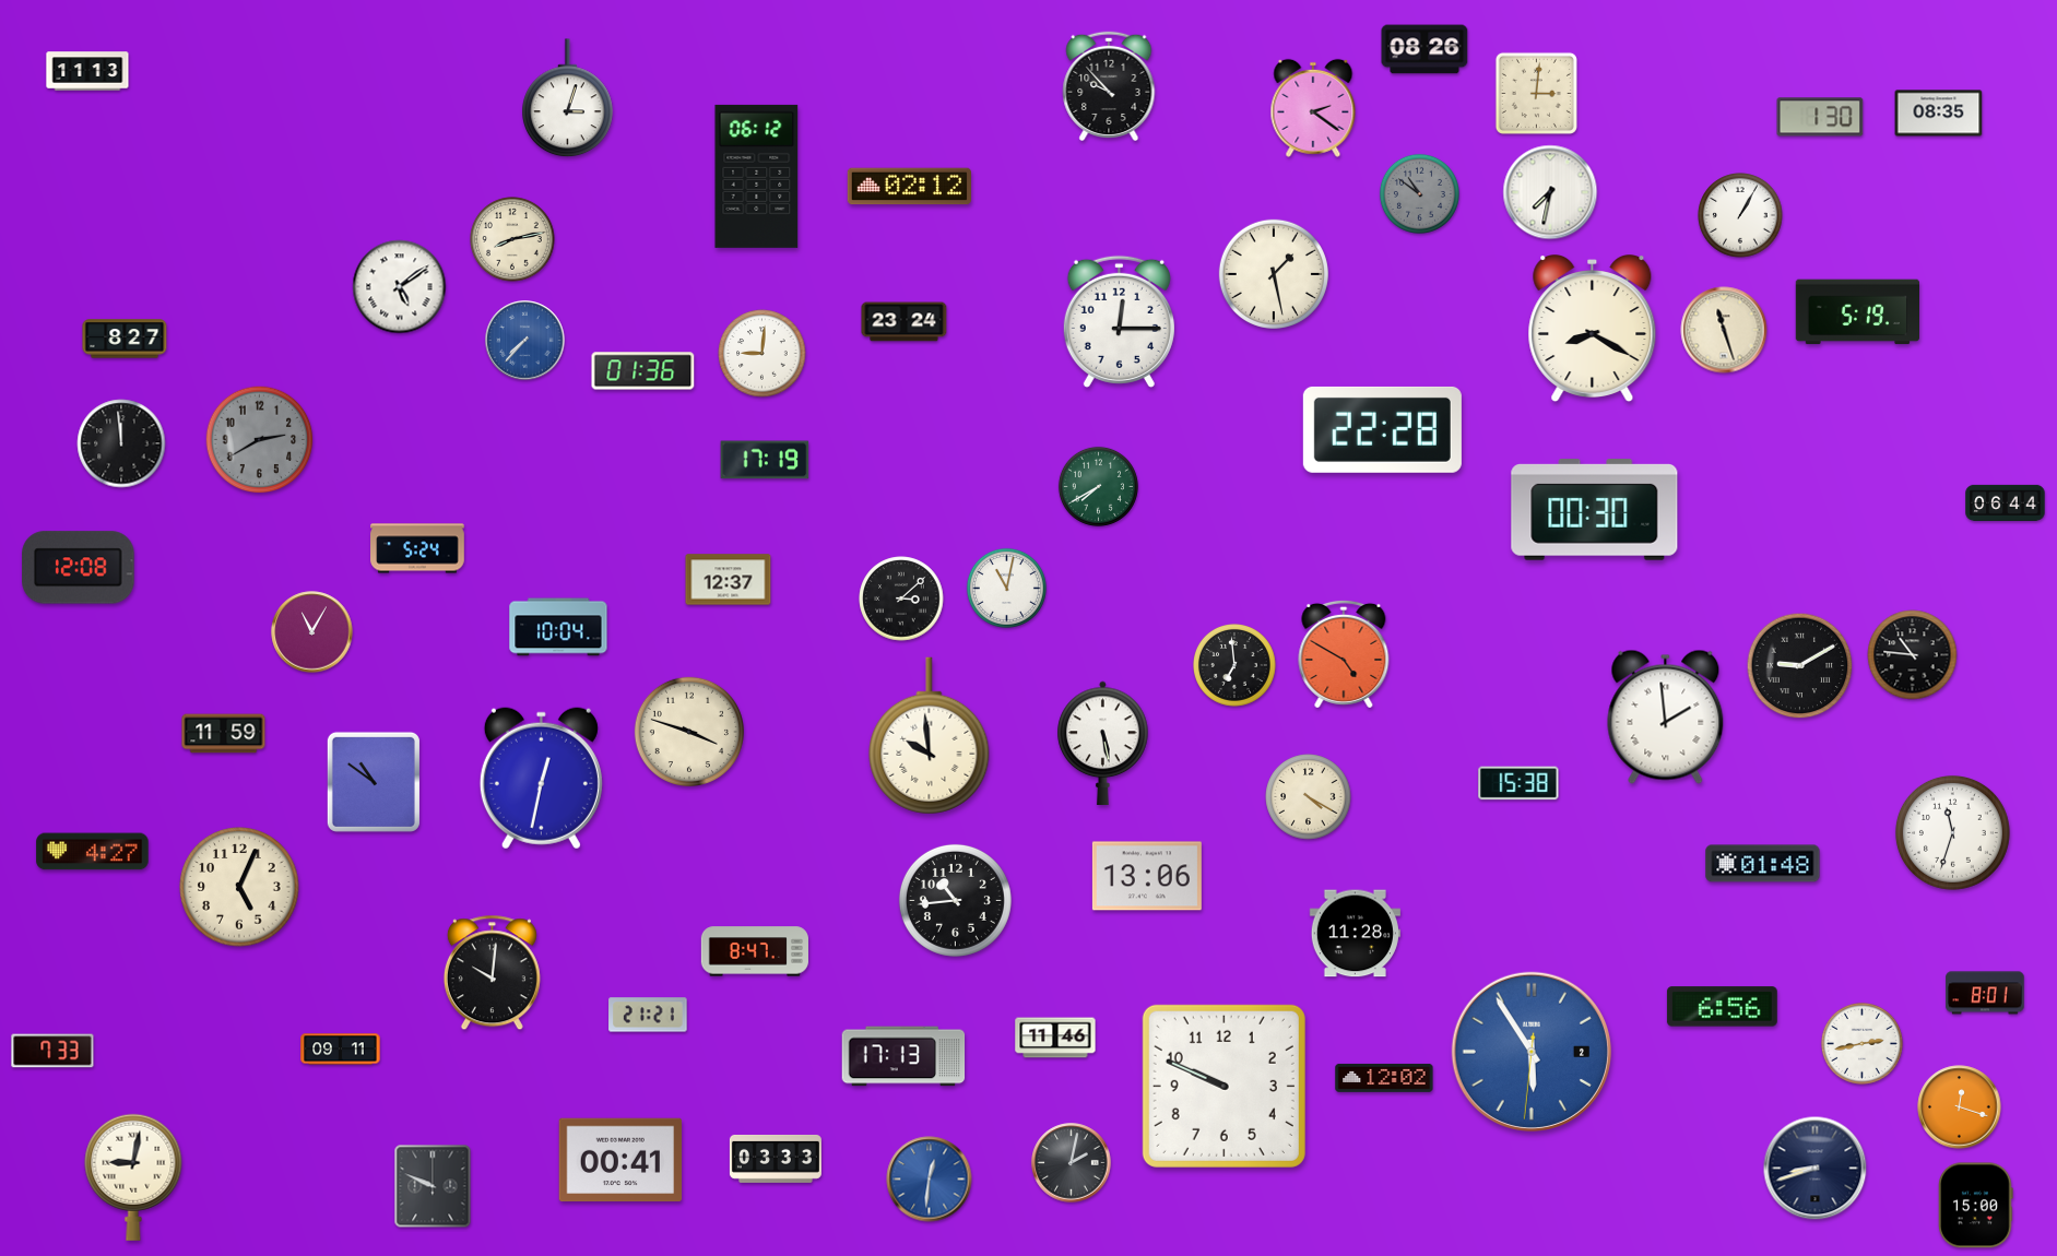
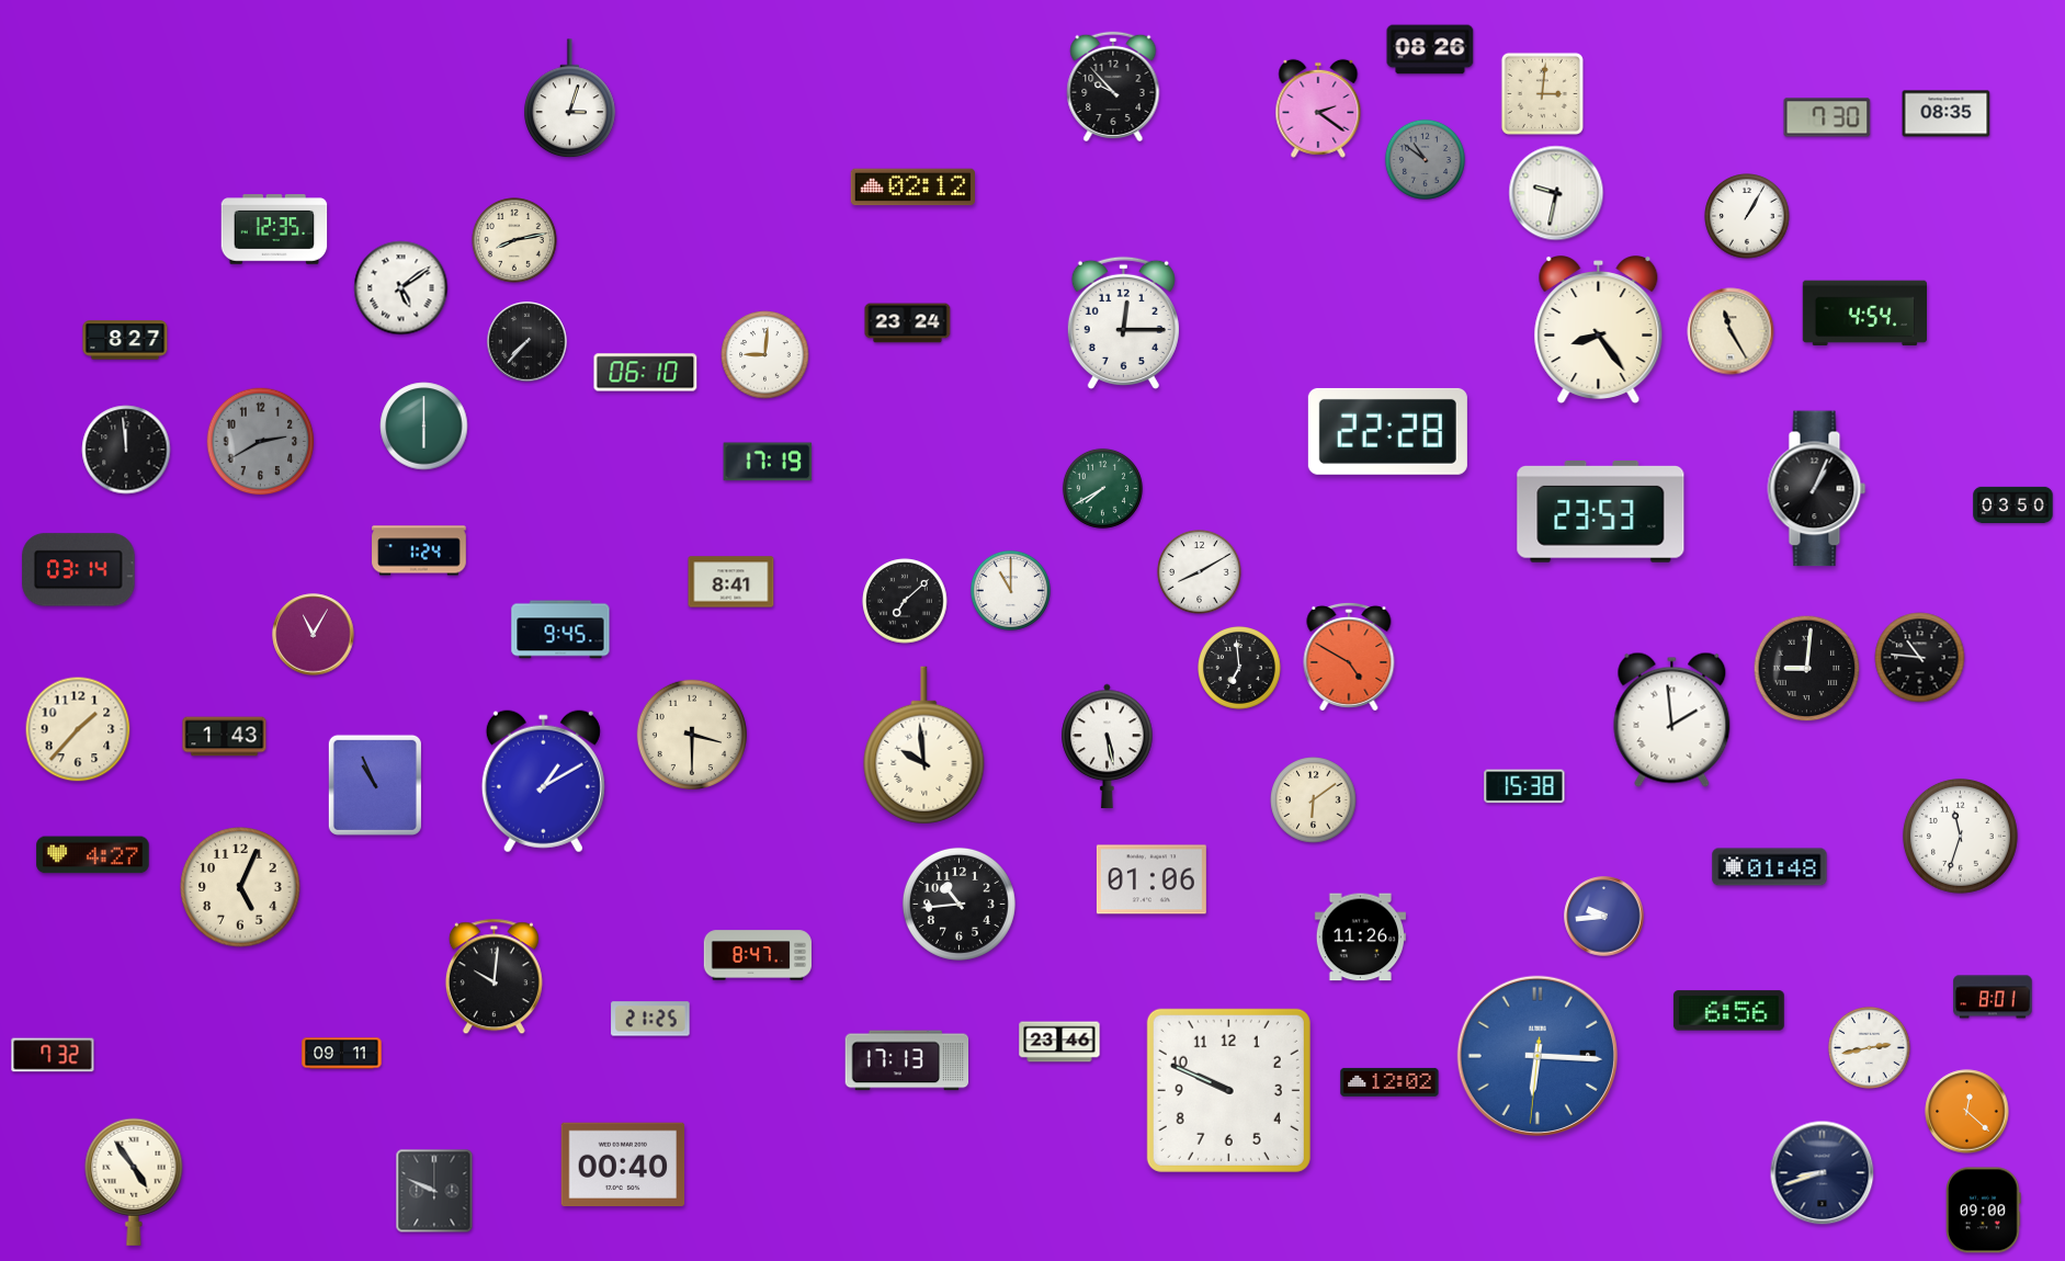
clock at (87, 71): 11:13 -> none
clock at (1820, 117): 1:30 -> 7:30
clock at (757, 176): 06:12 -> none
clock at (1550, 192): 7:32 -> 9:32
clock at (1419, 193) position: (1419, 193) -> (1425, 159)
clock at (274, 229): none -> 12:35
clock at (1274, 274): 1:28 -> none
clock at (1857, 312): 5:19 -> 4:54
clock at (1593, 329): 8:20 -> 8:24
clock at (1724, 330): 11:27 -> 11:25
clock at (525, 341) dial: blue -> black
clock at (643, 371): 01:36 -> 06:10
clock at (424, 427): none -> 6:00
clock at (121, 443) position: (121, 443) -> (126, 450)
clock at (1817, 489): none -> 1:04
clock at (2006, 502): 06:44 -> 03:50
clock at (1595, 510): 00:30 -> 23:53
clock at (417, 548): 5:24 -> 1:24
clock at (79, 568): 12:08 -> 03:14
clock at (1200, 572): none -> 8:10
clock at (729, 580): 12:37 -> 8:41
clock at (1006, 588): 11:02 -> 11:00
clock at (901, 599): 3:08 -> 7:08
clock at (558, 627): 10:04 -> 9:45
clock at (1800, 666): 9:10 -> 9:01
clock at (78, 729): none -> 1:37
clock at (689, 732): 3:48 -> 3:30
clock at (224, 734): 11:59 -> 1:43
clock at (930, 736) position: (930, 736) -> (924, 746)
clock at (541, 779): 12:32 -> 1:10
clock at (374, 782): 10:51 -> 10:56
clock at (1309, 797): 4:20 -> 6:09
clock at (1147, 876): 13:06 -> 01:06
clock at (239, 887) position: (239, 887) -> (240, 887)
clock at (1604, 917): none -> 9:44
clock at (1355, 934): 11:28 -> 11:26
clock at (648, 1015): 21:21 -> 21:25
clock at (1055, 1038): 11:46 -> 23:46
clock at (52, 1051): 7:33 -> 7:32
clock at (1532, 1052): 5:54 -> 6:15
clock at (1960, 1107): 12:18 -> 12:22
clock at (776, 1159): 03:33 -> none
clock at (620, 1160): 00:41 -> 00:40
clock at (1072, 1163): 2:02 -> none
clock at (133, 1177): 9:02 -> 4:54
clock at (930, 1180): 12:31 -> none
clock at (1976, 1206): 15:00 -> 09:00
